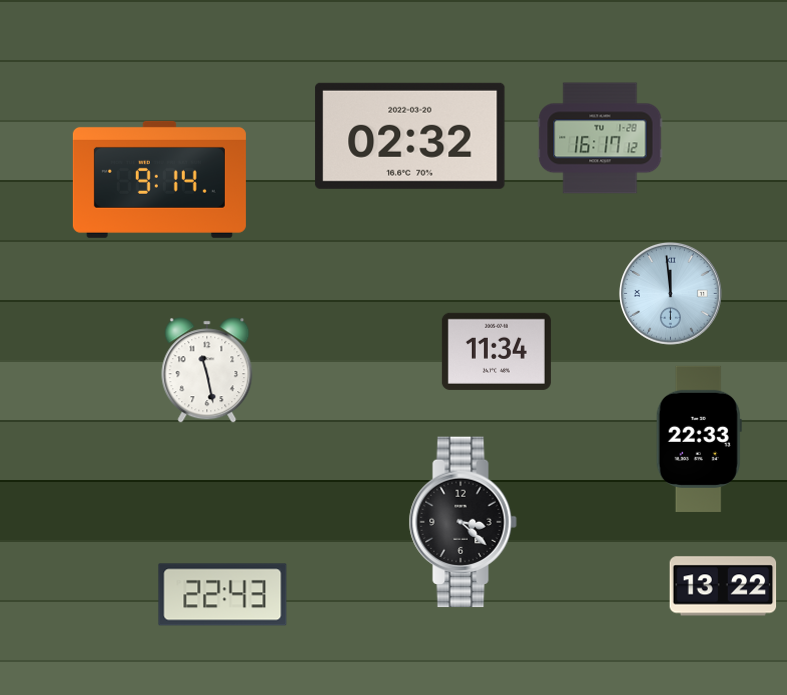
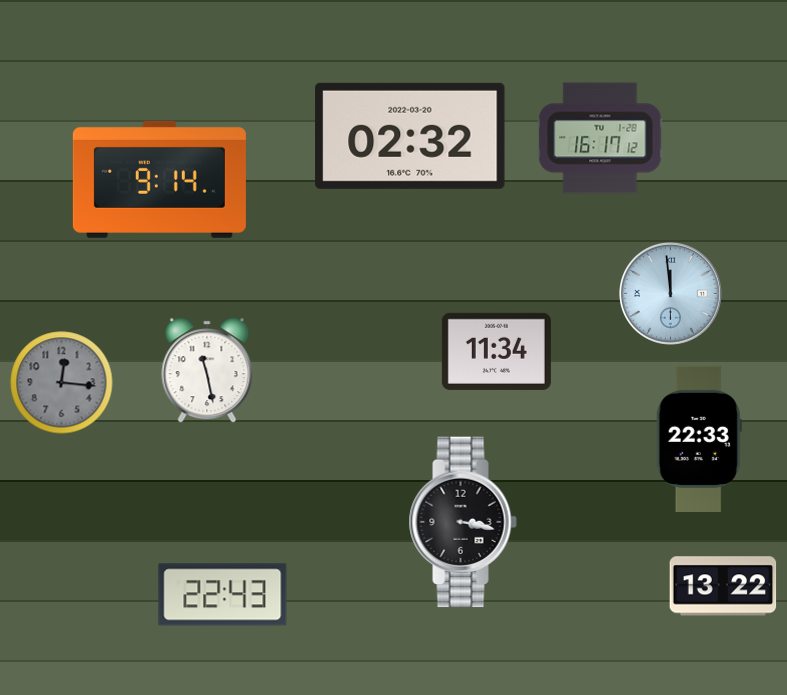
clock at (62, 383): none -> 12:16
clock at (463, 522): 3:22 -> 3:17
